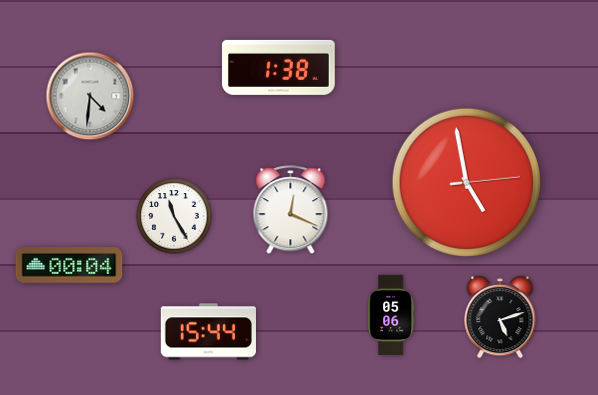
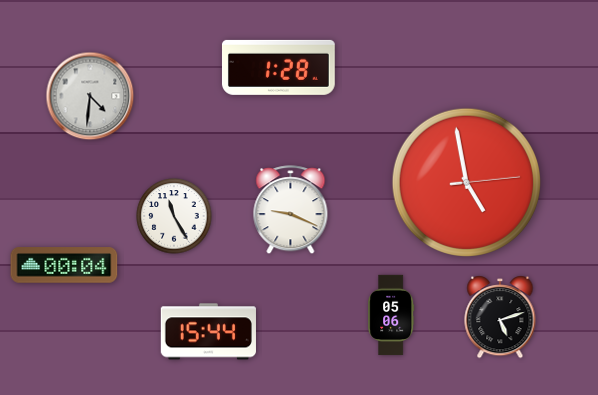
clock at (279, 67): 1:38 -> 1:28
clock at (291, 210): 12:19 -> 9:19
clock at (69, 265) position: (69, 265) -> (64, 265)
